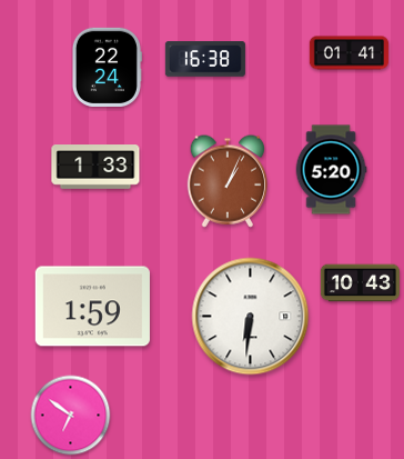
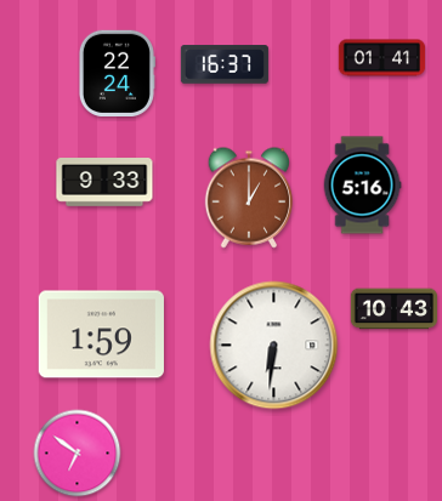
clock at (205, 59): 16:38 -> 16:37
clock at (95, 168): 1:33 -> 9:33
clock at (331, 170): 5:20 -> 5:16
clock at (226, 181): 1:04 -> 1:00
